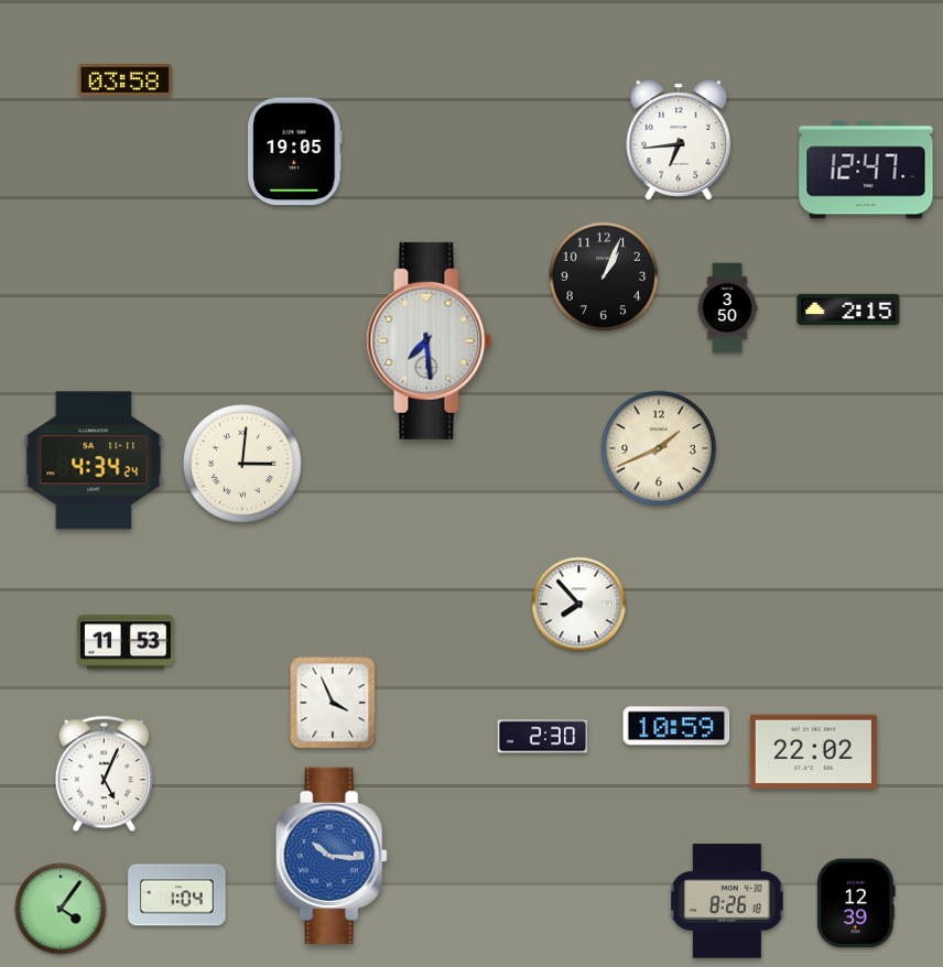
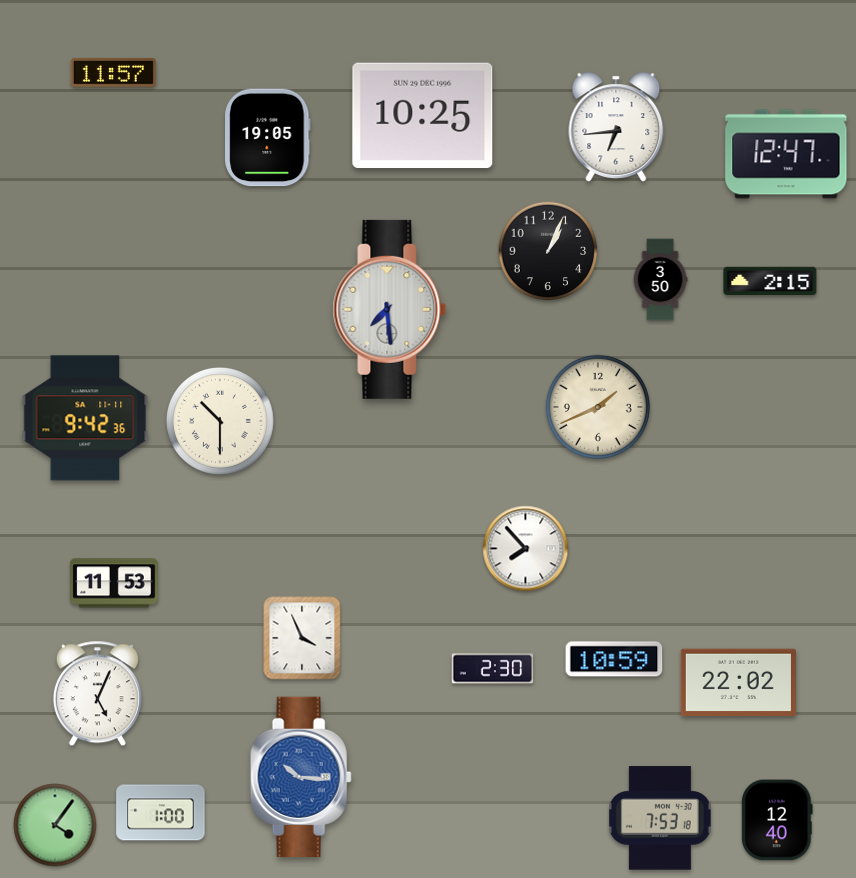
clock at (124, 80): 03:58 -> 11:57
clock at (423, 116): none -> 10:25
clock at (94, 460): 4:34 -> 9:42
clock at (242, 464): 3:01 -> 10:30
clock at (104, 774) position: (104, 774) -> (97, 694)
clock at (177, 895): 1:04 -> 1:00
clock at (727, 901): 8:26 -> 7:53
clock at (856, 903): 12:39 -> 12:40
